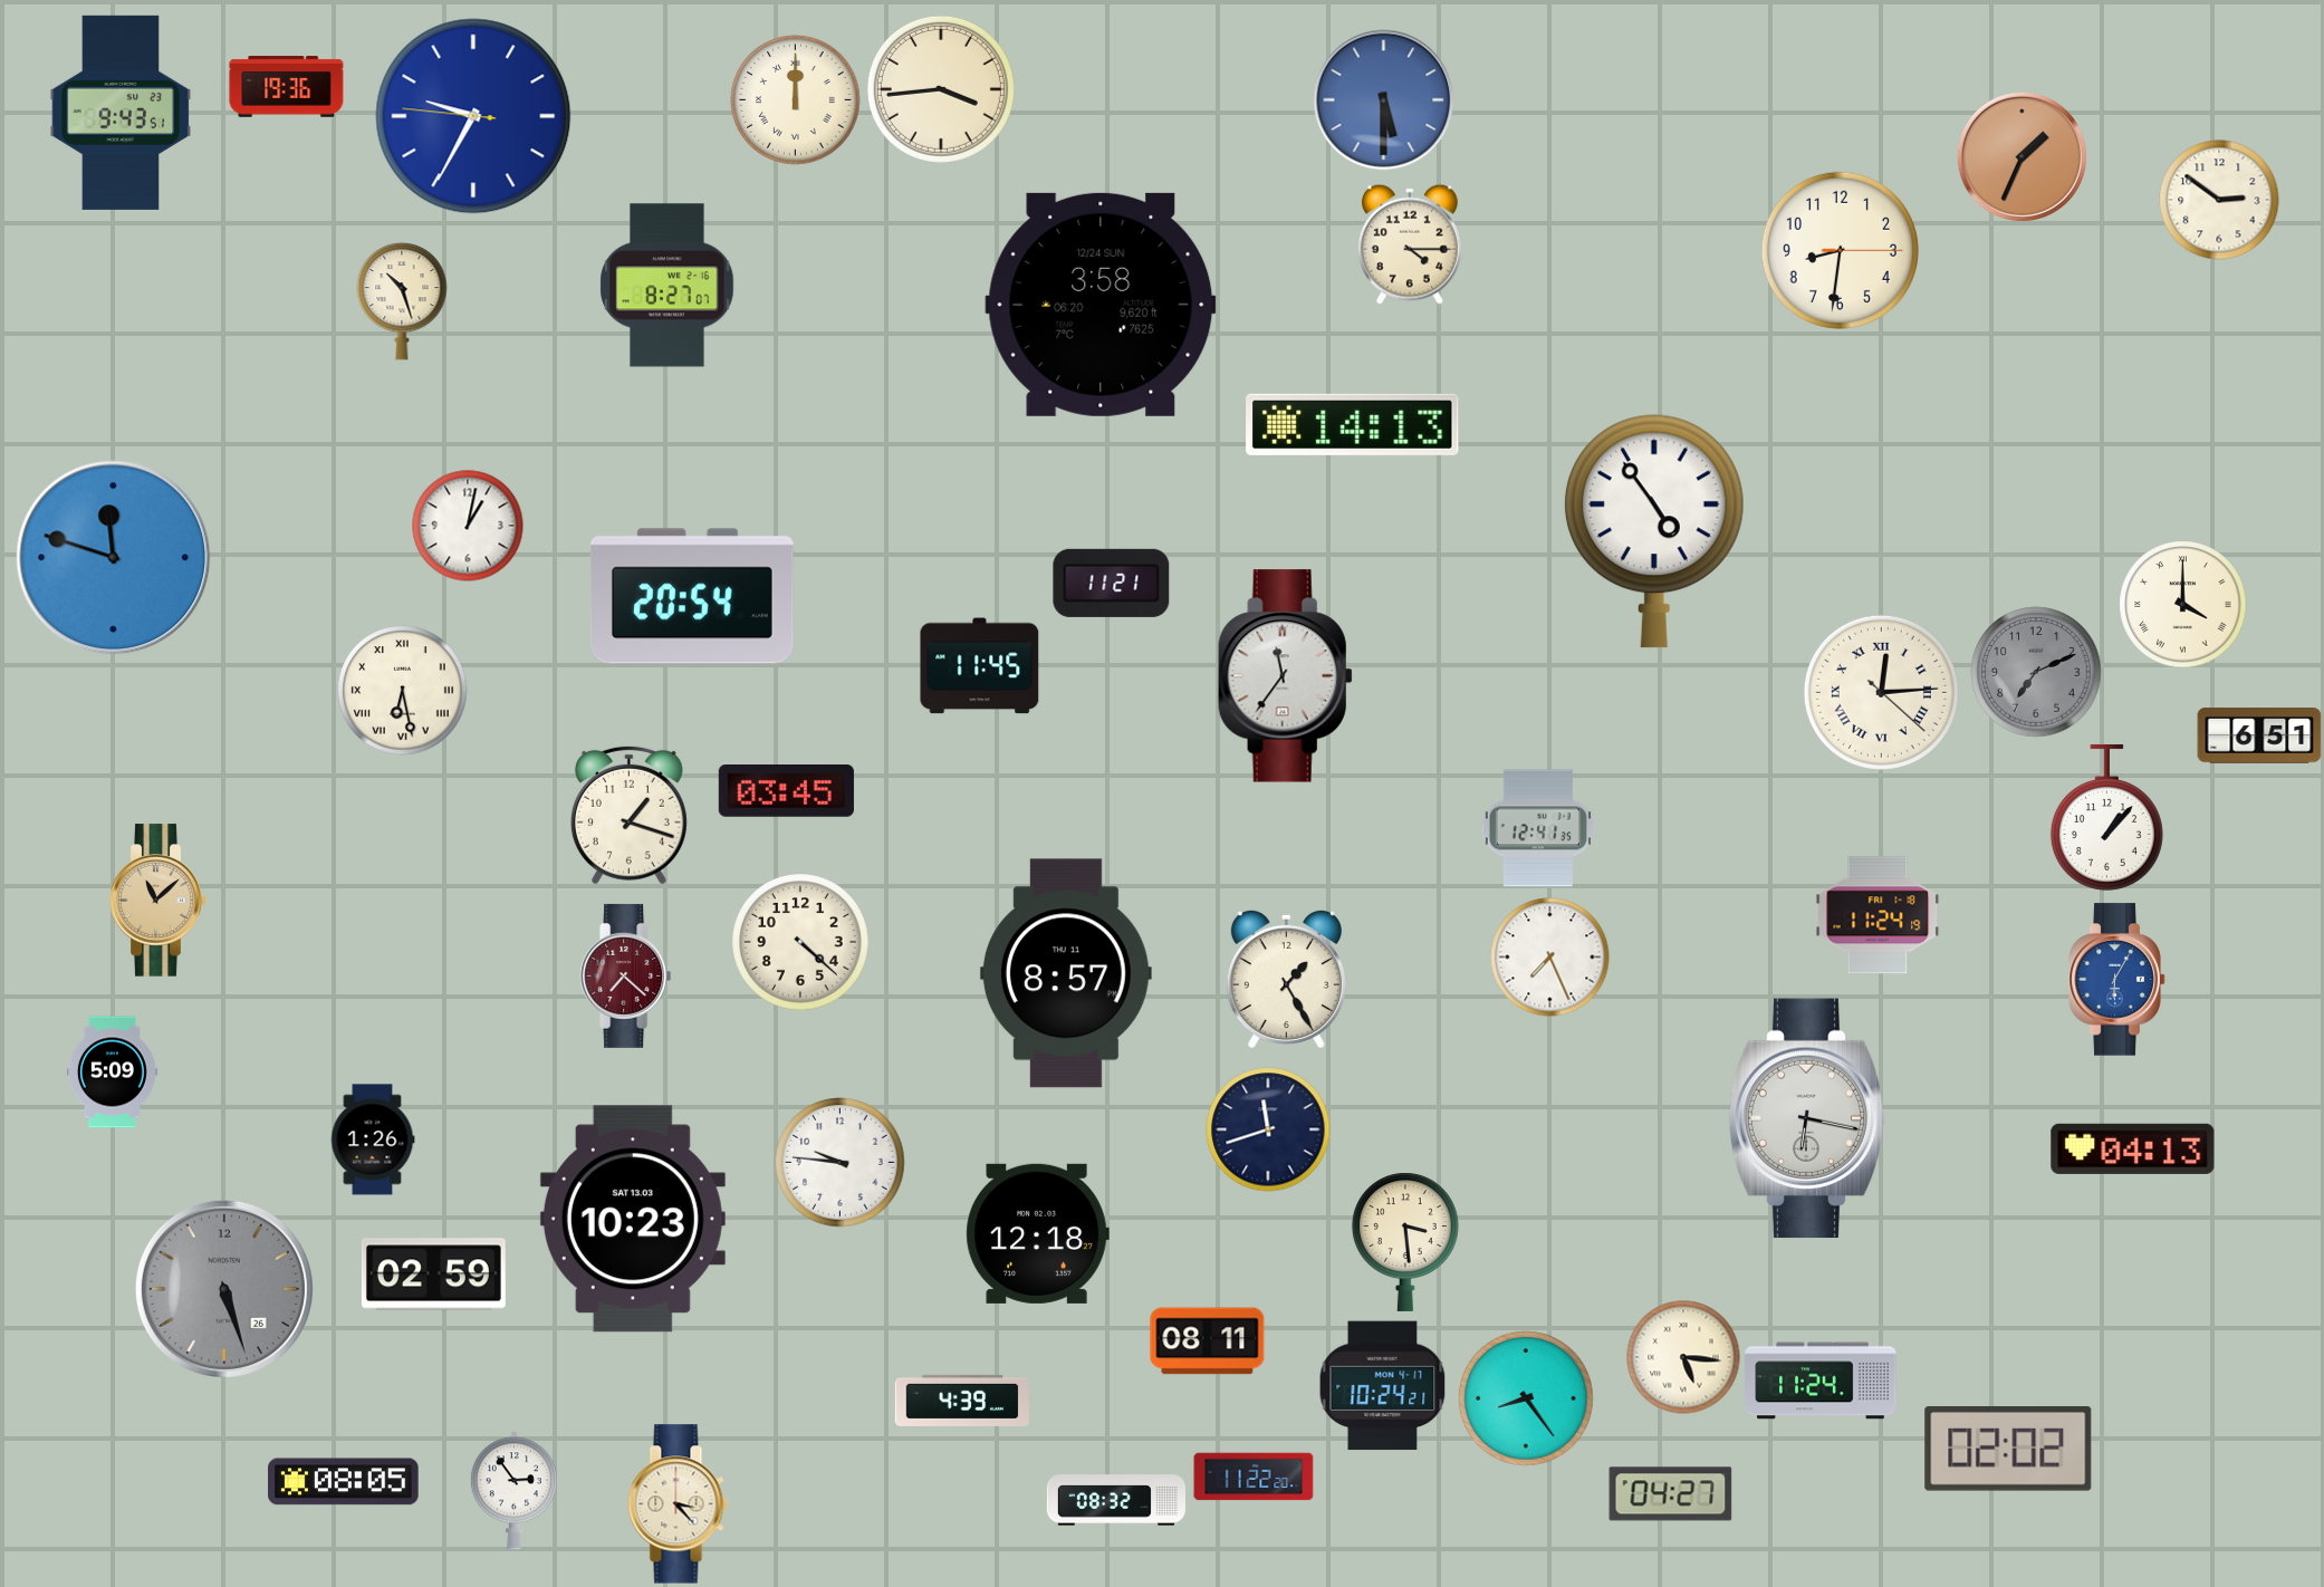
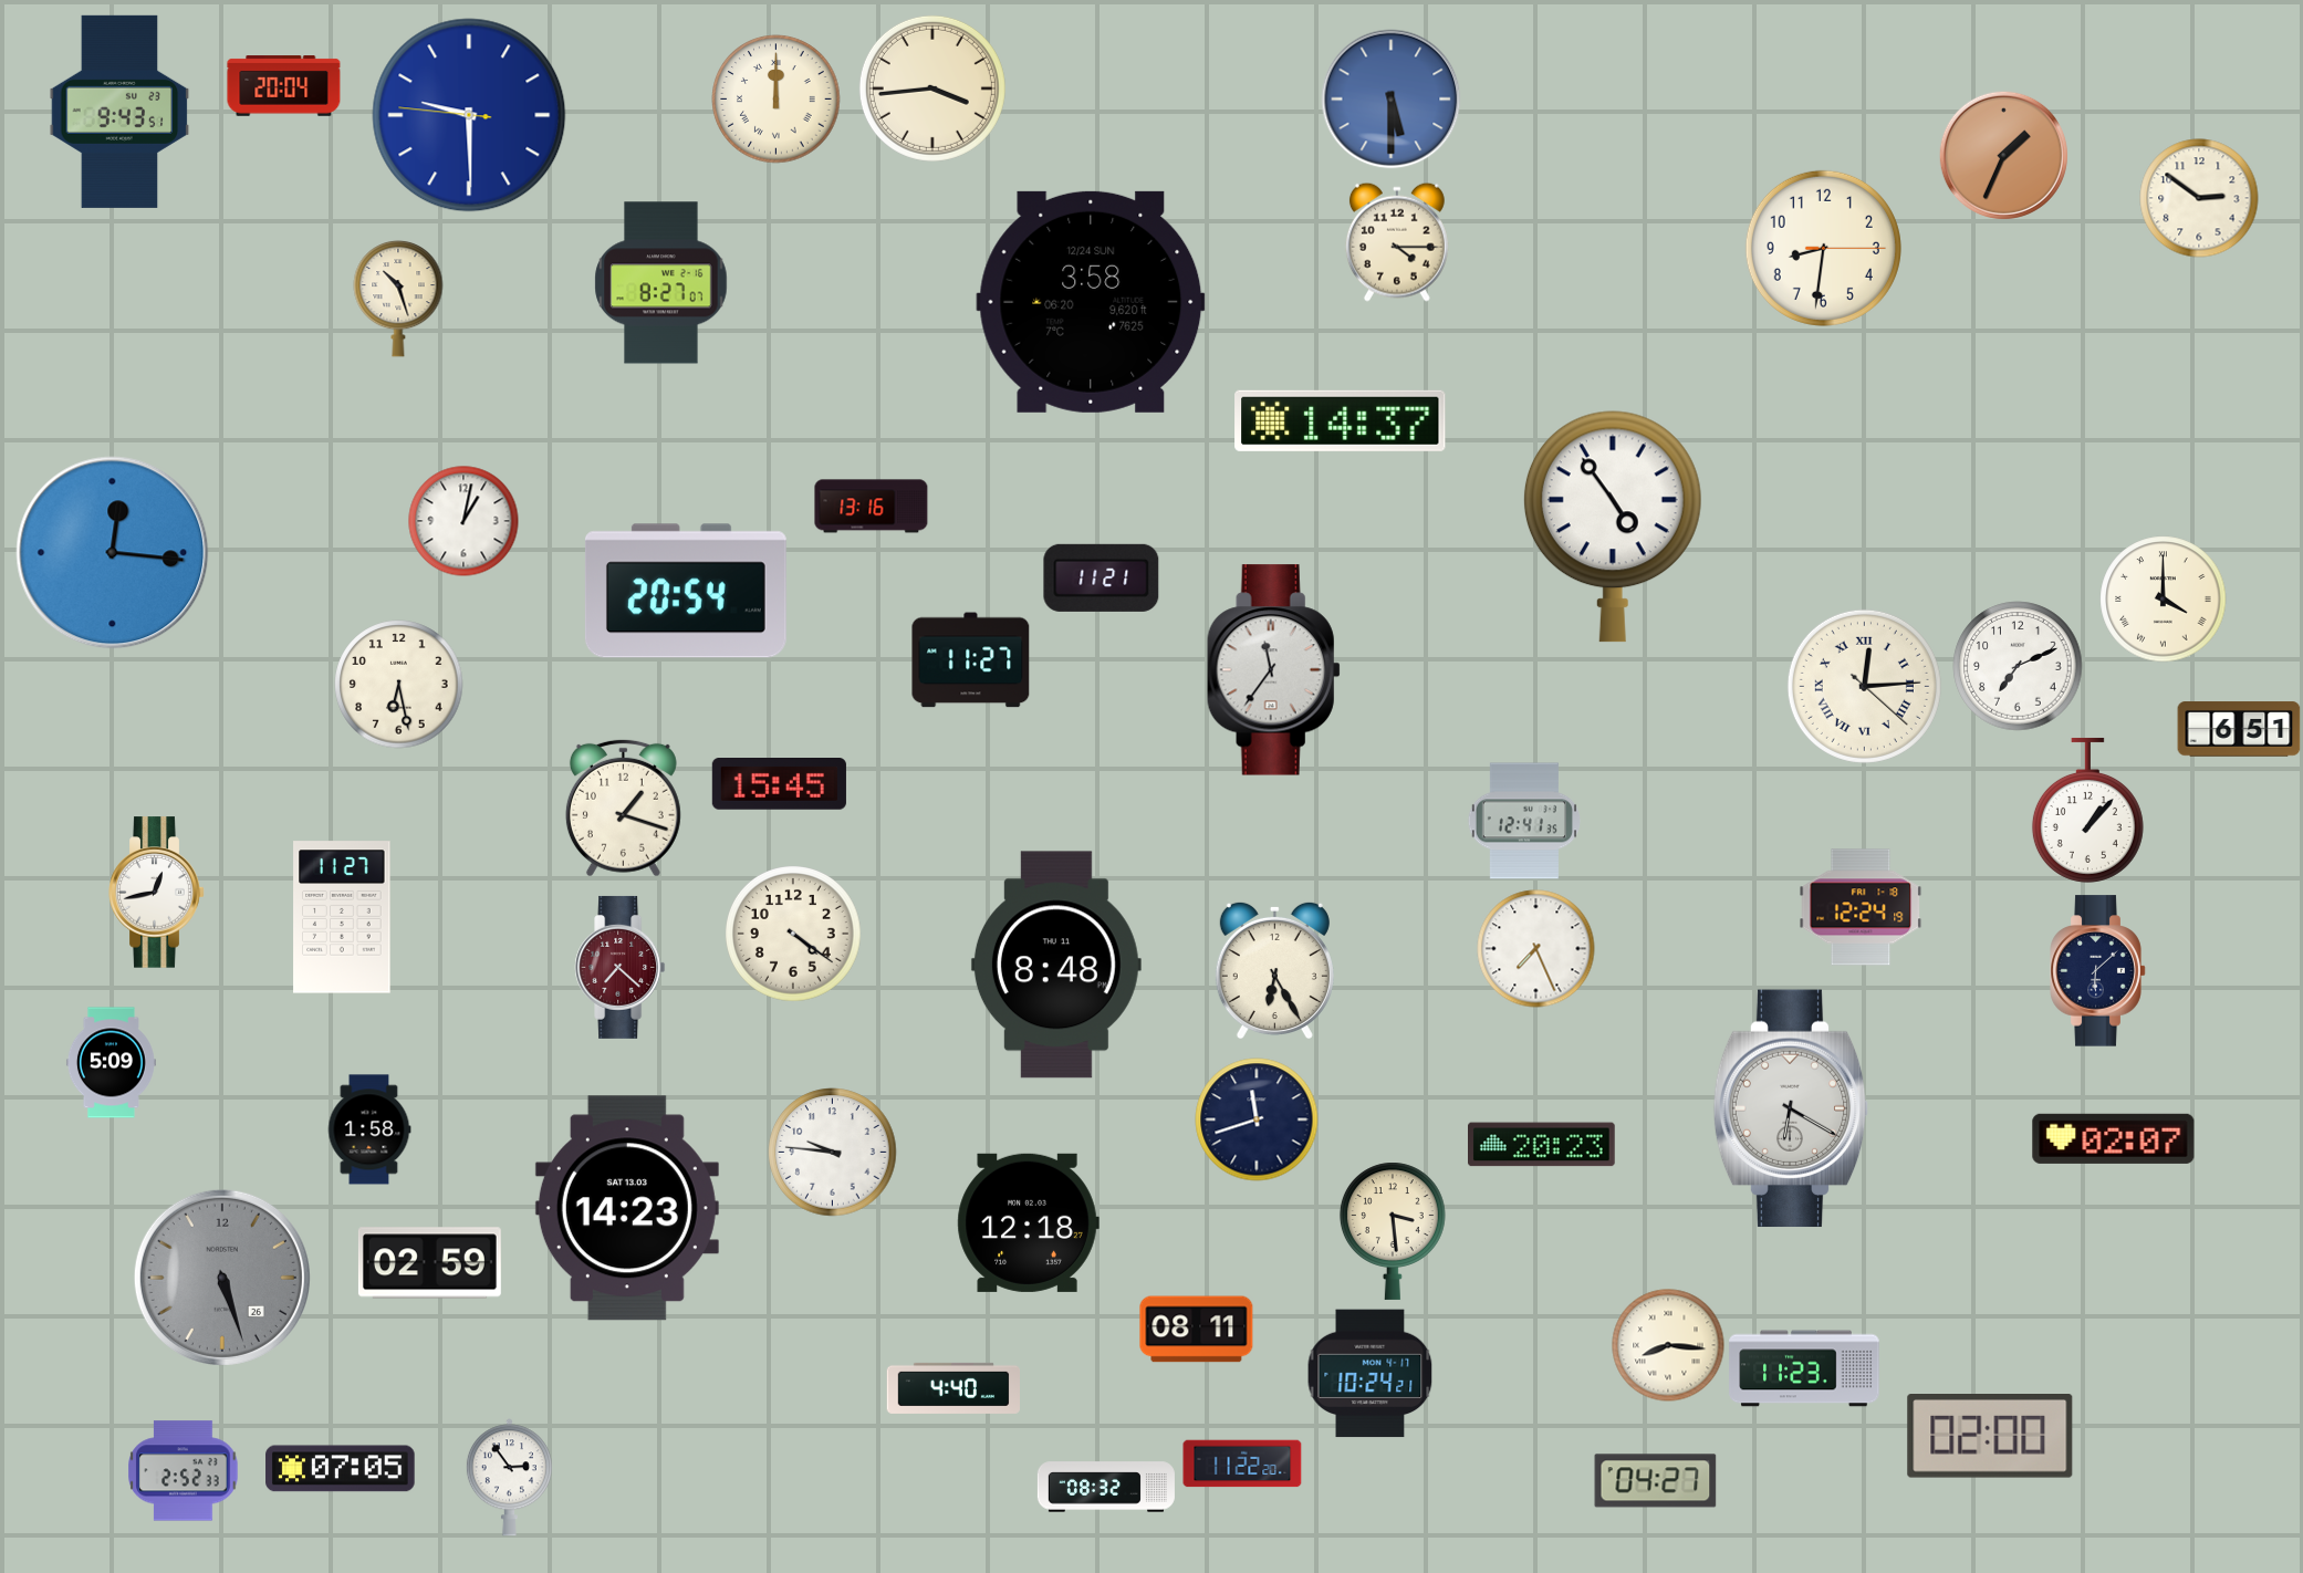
clock at (287, 87): 19:36 -> 20:04
clock at (796, 100) position: (796, 100) -> (777, 100)
clock at (1384, 100) position: (1384, 100) -> (1392, 100)
clock at (473, 116): 9:34 -> 9:29
clock at (1353, 424): 14:13 -> 14:37
clock at (872, 507): none -> 13:16
clock at (1654, 531) position: (1654, 531) -> (1613, 527)
clock at (114, 558): 11:48 -> 12:16
clock at (980, 666): 11:45 -> 11:27
clock at (2036, 672) dial: grey -> white
clock at (403, 691) numerals: Roman -> Arabic
clock at (786, 791): 03:45 -> 15:45
clock at (159, 901): 11:08 -> 12:43
clock at (159, 901) dial: champagne -> white
clock at (1878, 915): 11:24 -> 12:24
clock at (342, 917): none -> 11:27
clock at (801, 943): 4:22 -> 4:21
clock at (1066, 973): 8:57 -> 8:48
clock at (1286, 979): 1:25 -> 6:25
clock at (2117, 980): 6:05 -> 6:08
clock at (2117, 980) dial: blue -> navy
clock at (1807, 1118): 6:17 -> 6:20
clock at (373, 1139): 1:26 -> 1:58
clock at (2133, 1148): 04:13 -> 02:07
clock at (1542, 1145): none -> 20:23
clock at (633, 1219): 10:23 -> 14:23
clock at (1683, 1357): 5:16 -> 8:16
clock at (1821, 1381): 11:24 -> 11:23
clock at (1526, 1398): 8:24 -> none
clock at (961, 1401): 4:39 -> 4:40
clock at (2008, 1450): 02:02 -> 02:00
clock at (344, 1482): 08:05 -> 07:05
clock at (184, 1471): none -> 2:52
clock at (679, 1504): 3:23 -> none
